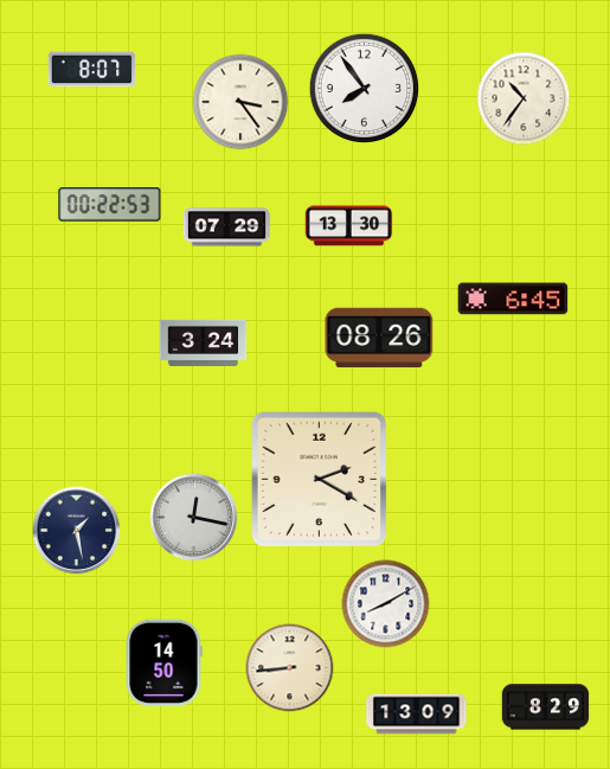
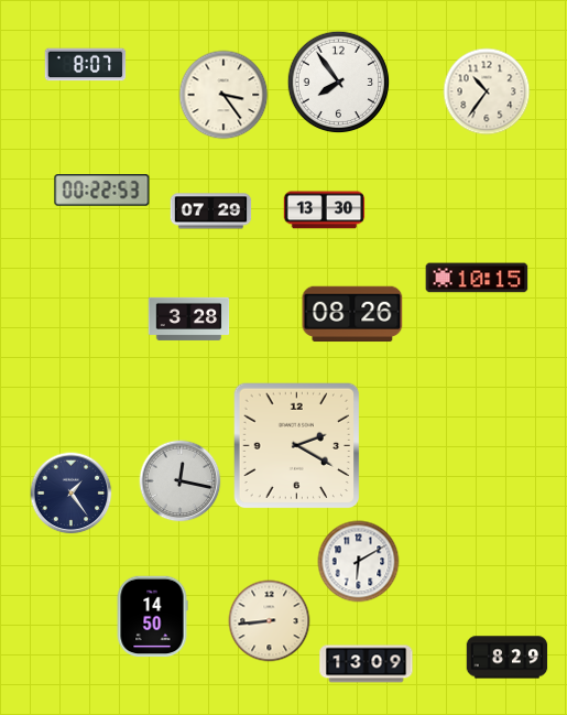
clock at (513, 299): 6:45 -> 10:15
clock at (204, 342): 3:24 -> 3:28
clock at (77, 531): 1:28 -> 1:24
clock at (386, 604): 8:10 -> 6:10
clock at (417, 714) position: (417, 714) -> (367, 664)
